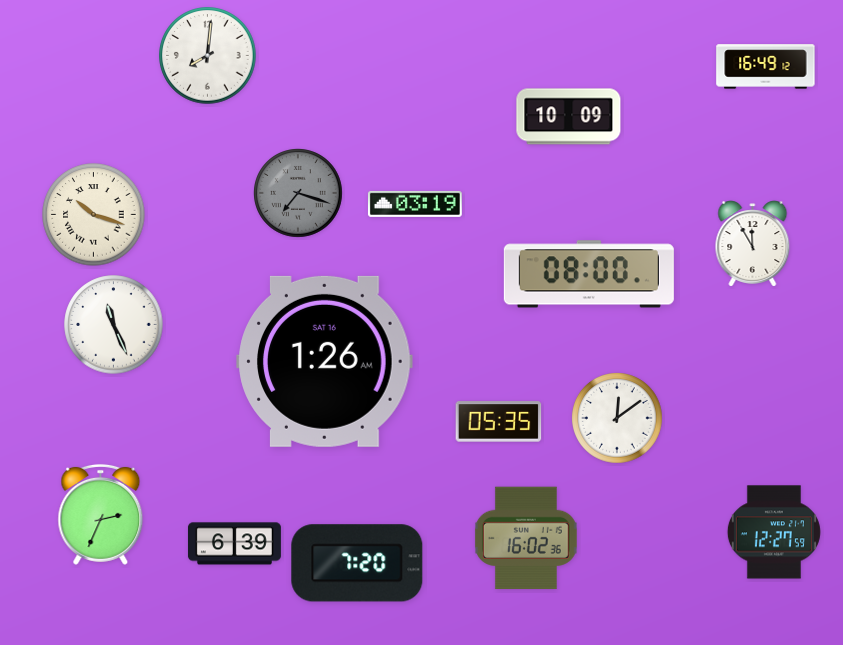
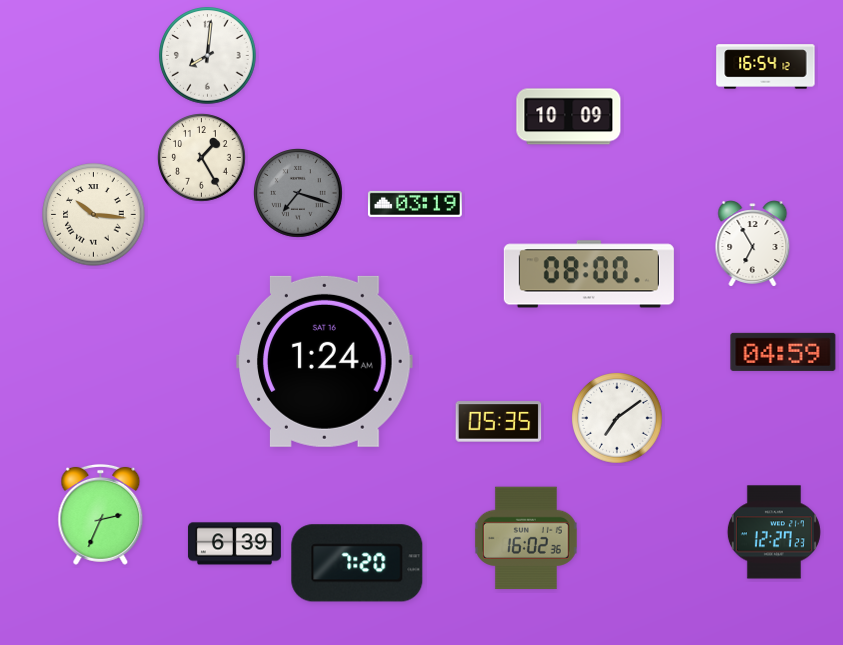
clock at (766, 67): 16:49 -> 16:54
clock at (202, 158): none -> 1:25
clock at (94, 215): 10:18 -> 10:16
clock at (753, 244): 11:55 -> 6:55
clock at (114, 325): 11:26 -> none
clock at (783, 352): none -> 04:59
clock at (325, 361): 1:26 -> 1:24
clock at (617, 418): 12:09 -> 7:09
clock at (774, 532): 12:27:59 -> 12:27:23
